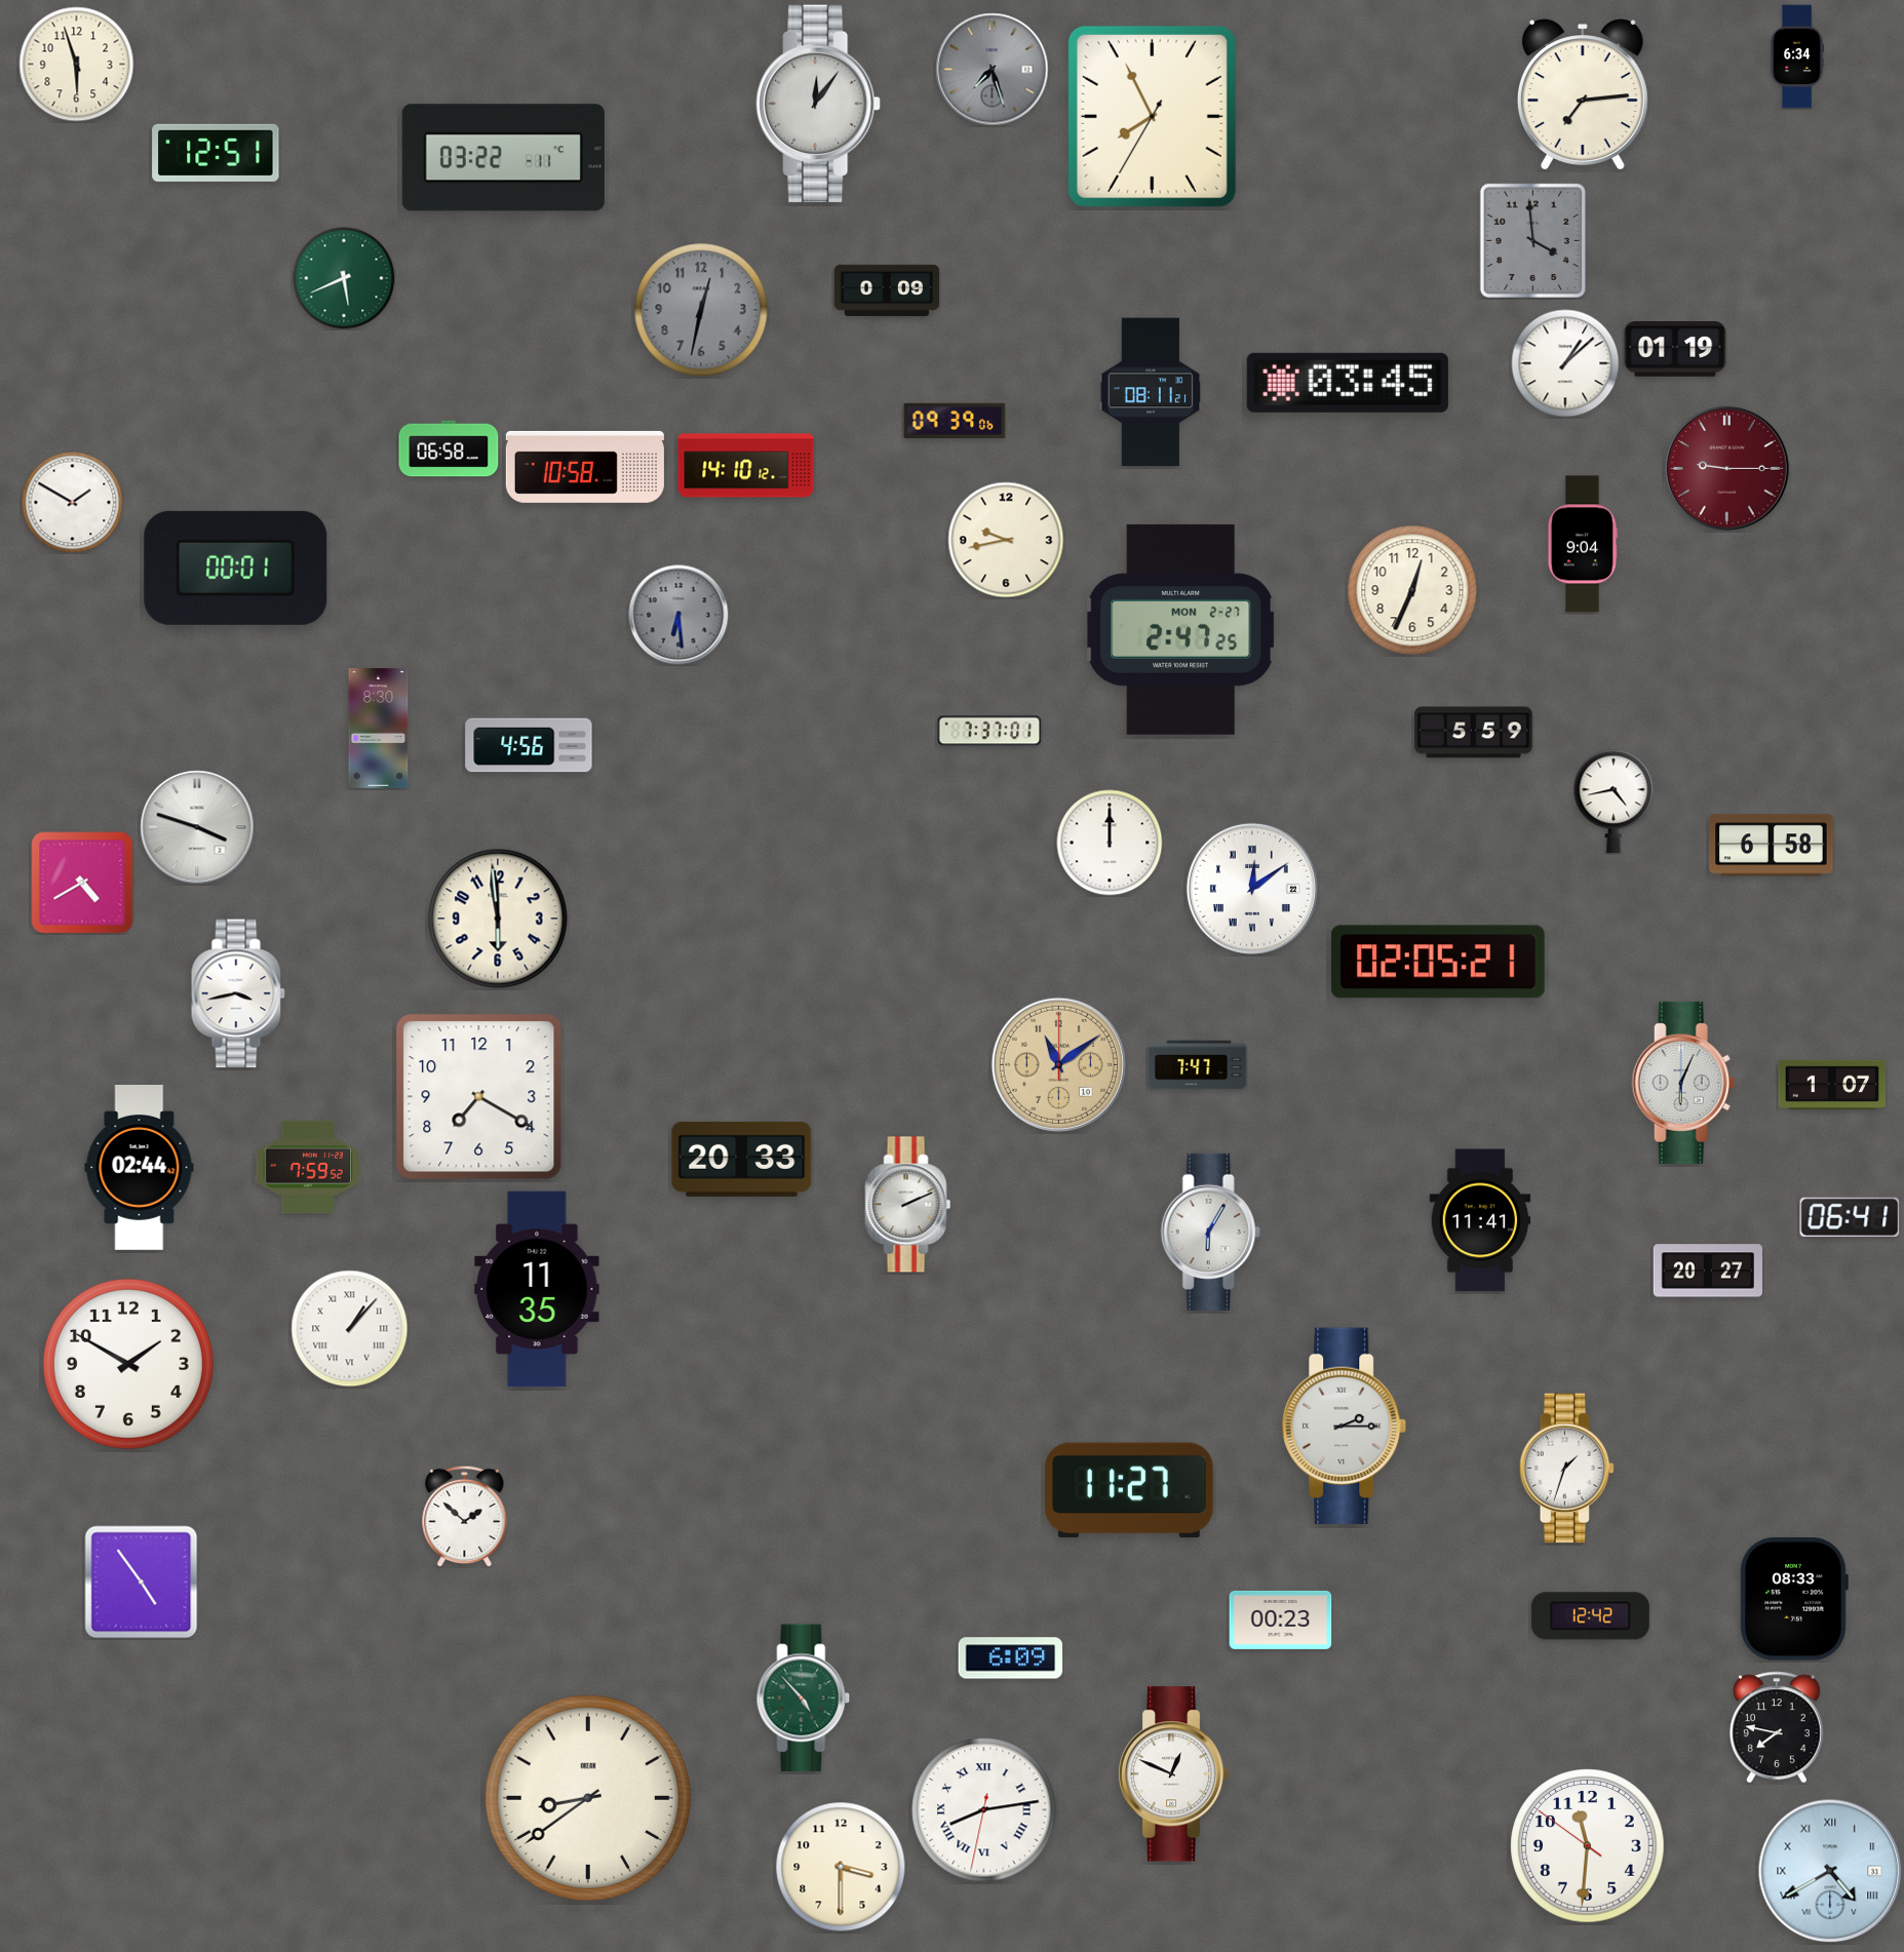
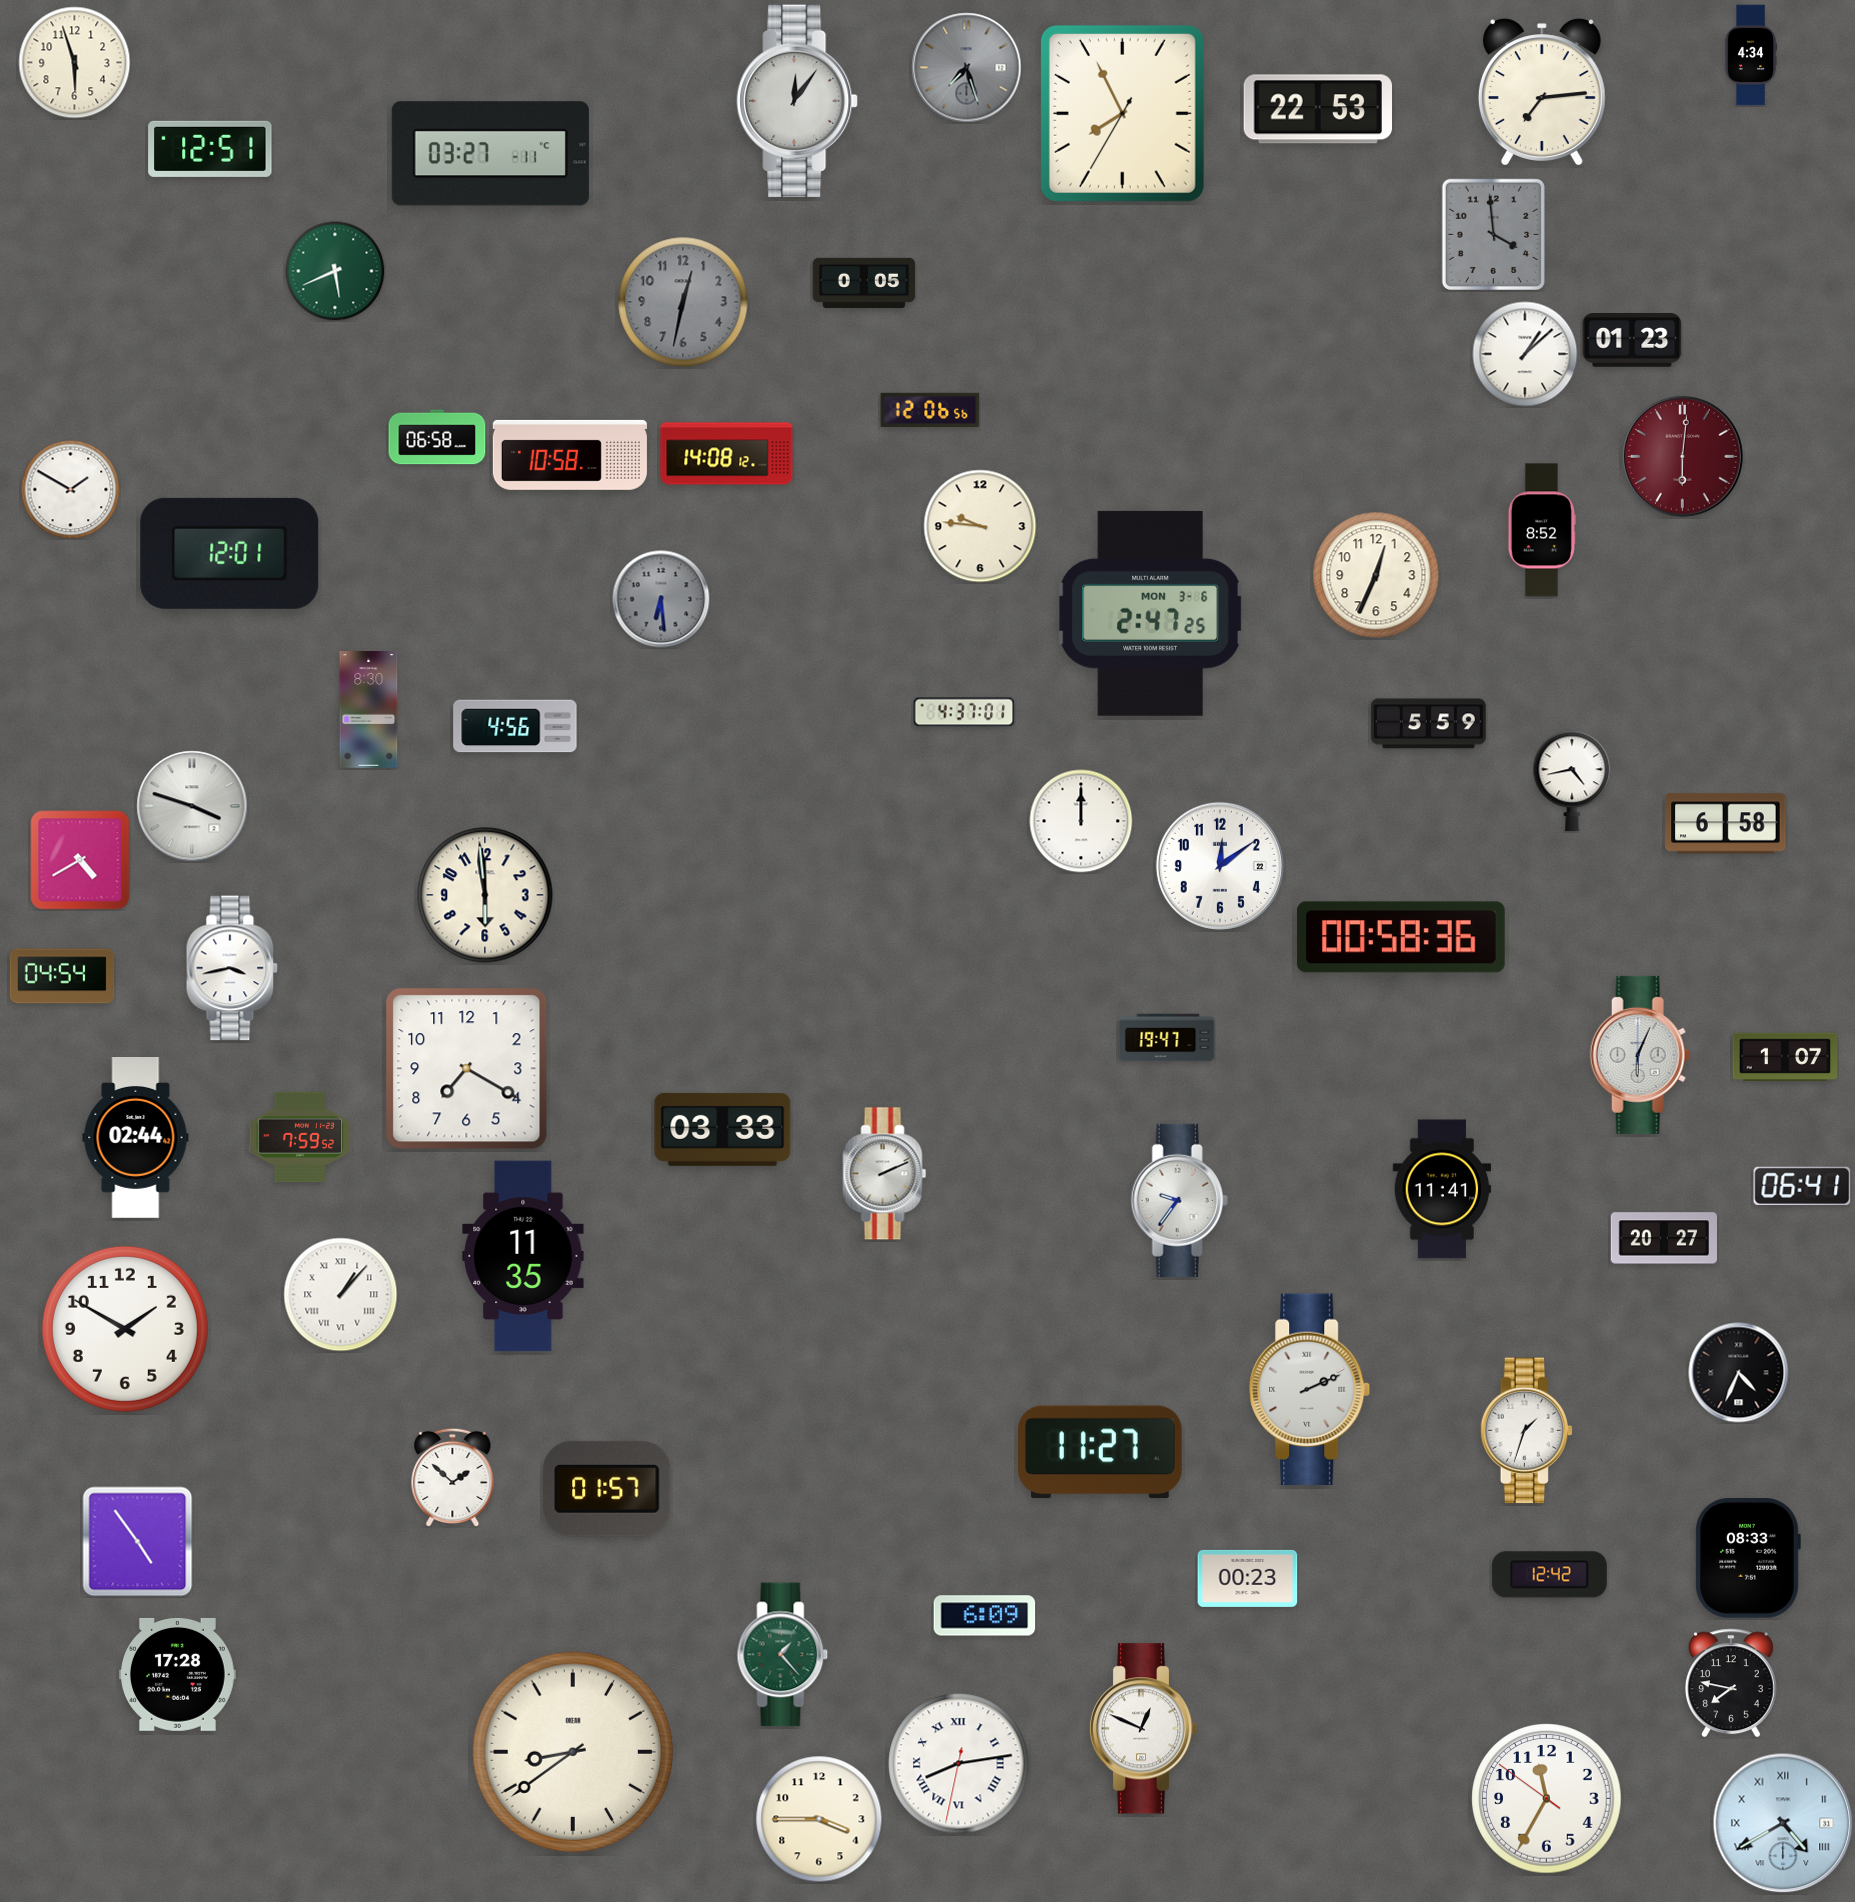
clock at (1796, 56): 6:34 -> 4:34
clock at (1317, 109): none -> 22:53
clock at (503, 158): 03:22 -> 03:27
clock at (887, 290): 0:09 -> 0:05
clock at (1675, 350): 01:19 -> 01:23
clock at (1348, 383): 03:45 -> none
clock at (1151, 392): 08:11 -> none
clock at (955, 421): 09:39 -> 12:06
clock at (746, 466): 14:10 -> 14:08
clock at (1726, 468): 9:15 -> 6:01
clock at (1006, 540): 9:43 -> 9:46
clock at (1583, 544): 9:04 -> 8:52
clock at (236, 568): 00:01 -> 12:01
clock at (1180, 629) date: MON 2-27 -> MON 3-6
clock at (989, 731): 7:37 -> 4:37
clock at (1473, 733) position: (1473, 733) -> (1428, 724)
clock at (1252, 889) numerals: Roman -> Arabic
clock at (1439, 962): 02:05 -> 00:58
clock at (62, 976): none -> 04:54
clock at (1058, 1064): 11:09 -> none
clock at (1198, 1065): 7:47 -> 19:47
clock at (742, 1159): 20:33 -> 03:33
clock at (1210, 1232): 6:05 -> 9:36
clock at (1739, 1373): none -> 4:34
clock at (1345, 1427): 2:15 -> 2:11
clock at (607, 1489): none -> 01:57
clock at (804, 1699): 4:53 -> 1:23
clock at (178, 1674): none -> 17:28
clock at (1588, 1846): 11:30 -> 11:34
clock at (841, 1867): 3:30 -> 3:45
